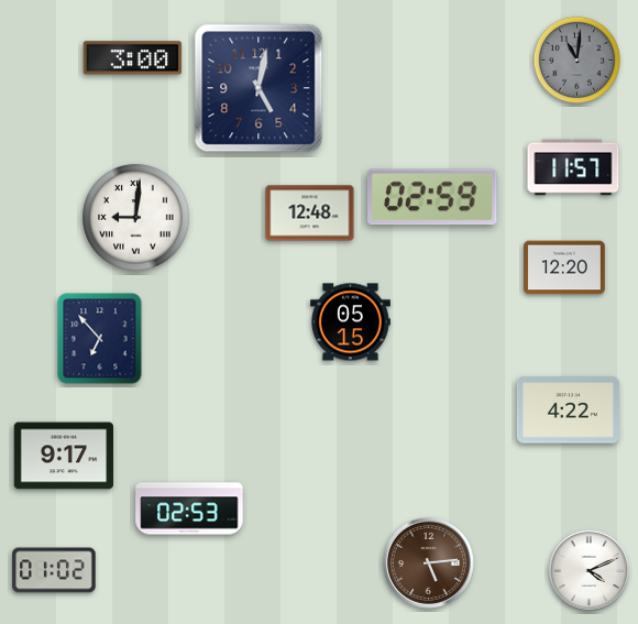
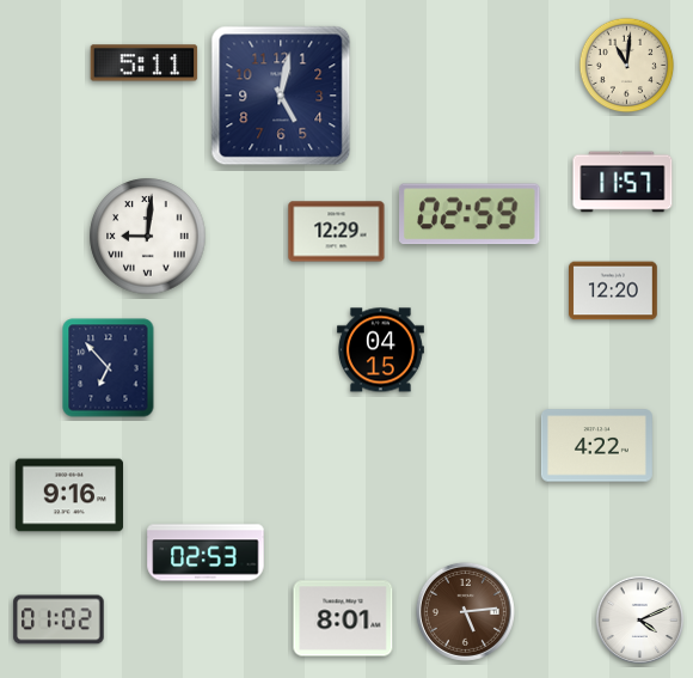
clock at (133, 58): 3:00 -> 5:11
clock at (577, 61) dial: grey -> cream
clock at (310, 214): 12:48 -> 12:29
clock at (350, 322): 05:15 -> 04:15
clock at (568, 410) position: (568, 410) -> (596, 446)
clock at (63, 456): 9:17 -> 9:16
clock at (343, 618): none -> 8:01
